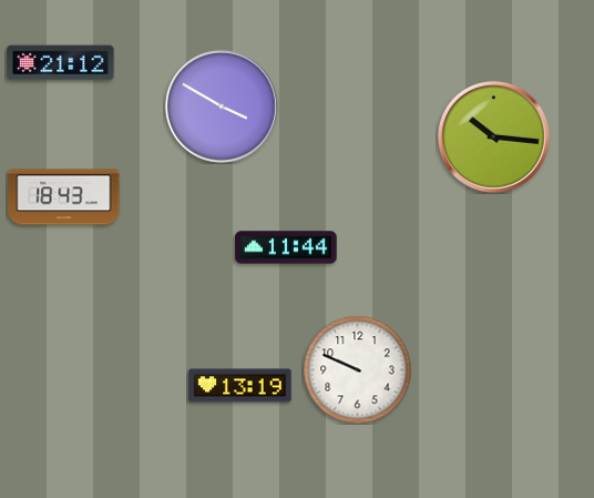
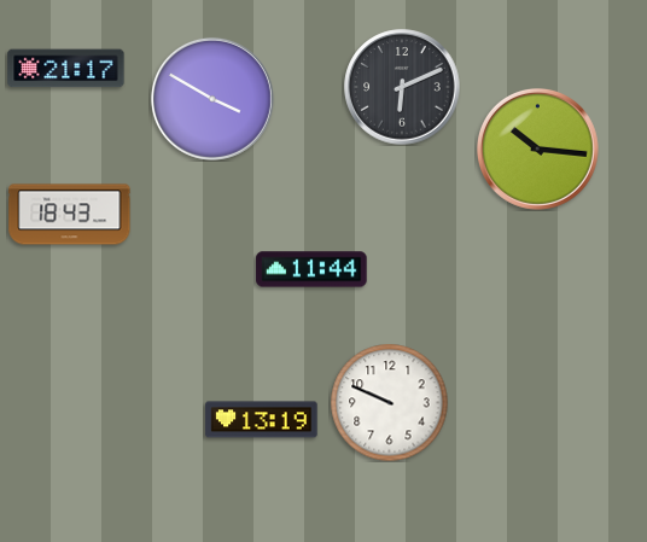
clock at (61, 63): 21:12 -> 21:17
clock at (402, 87): none -> 6:11
clock at (222, 106) position: (222, 106) -> (212, 99)
